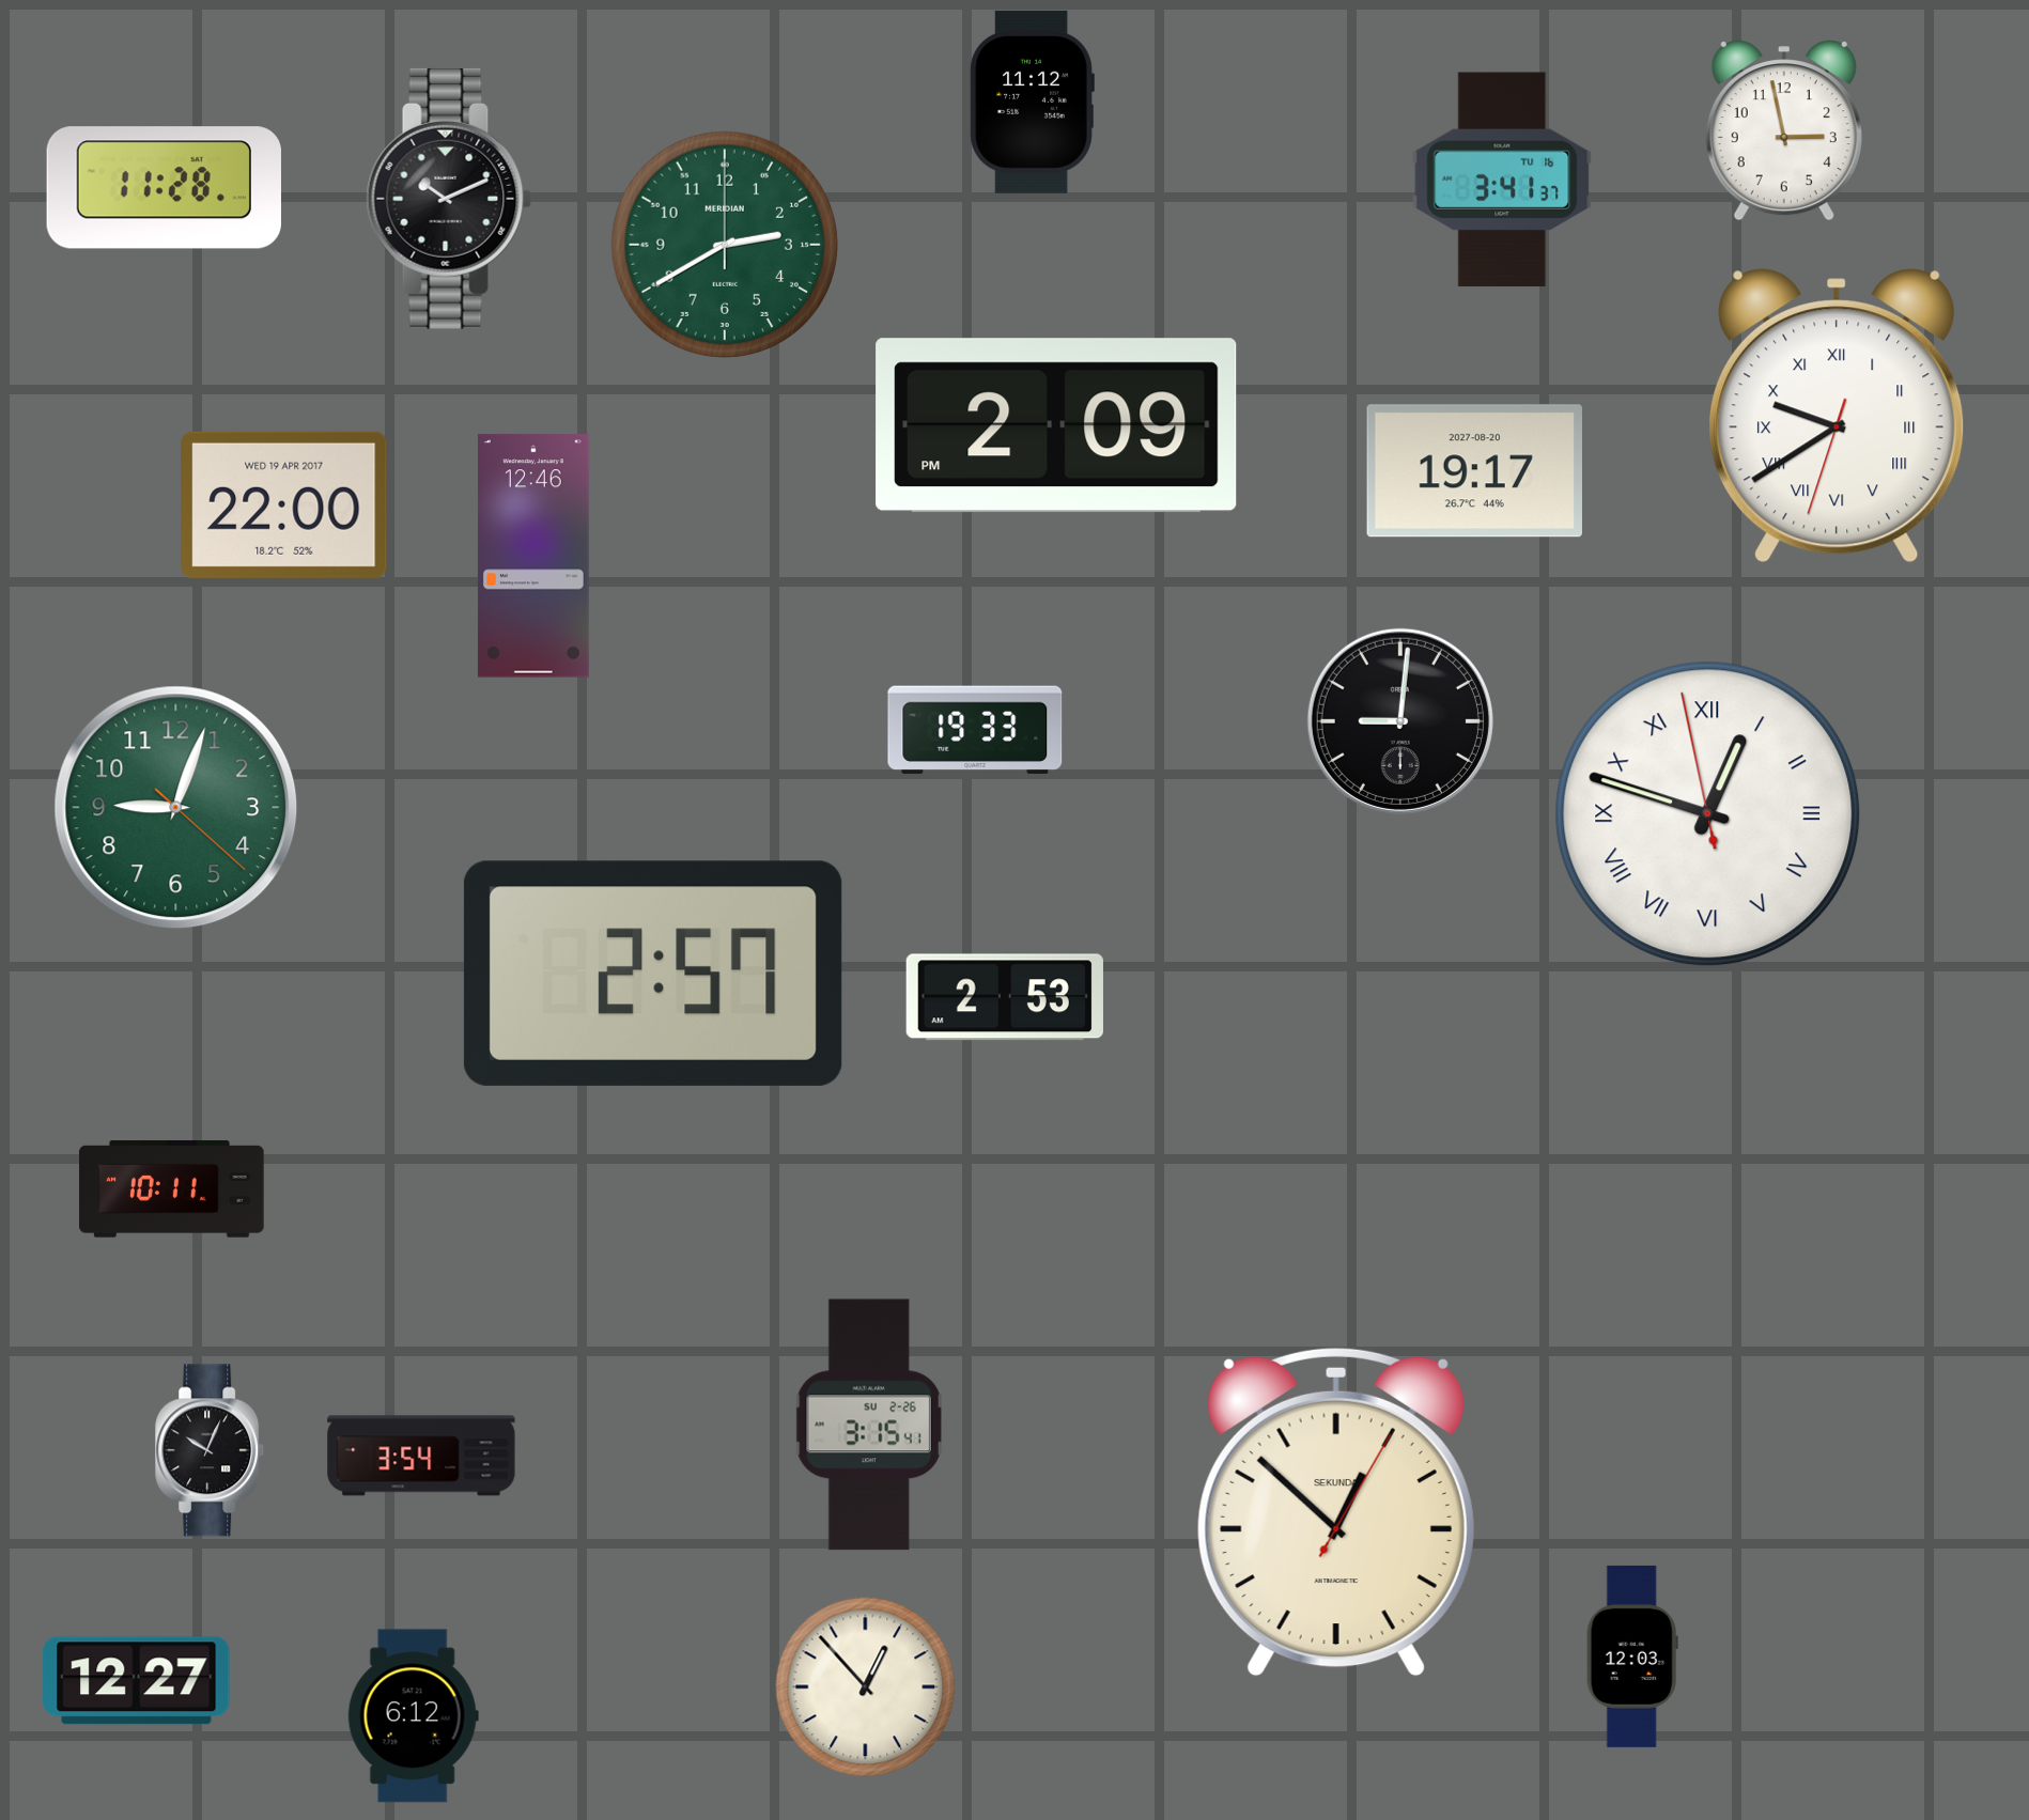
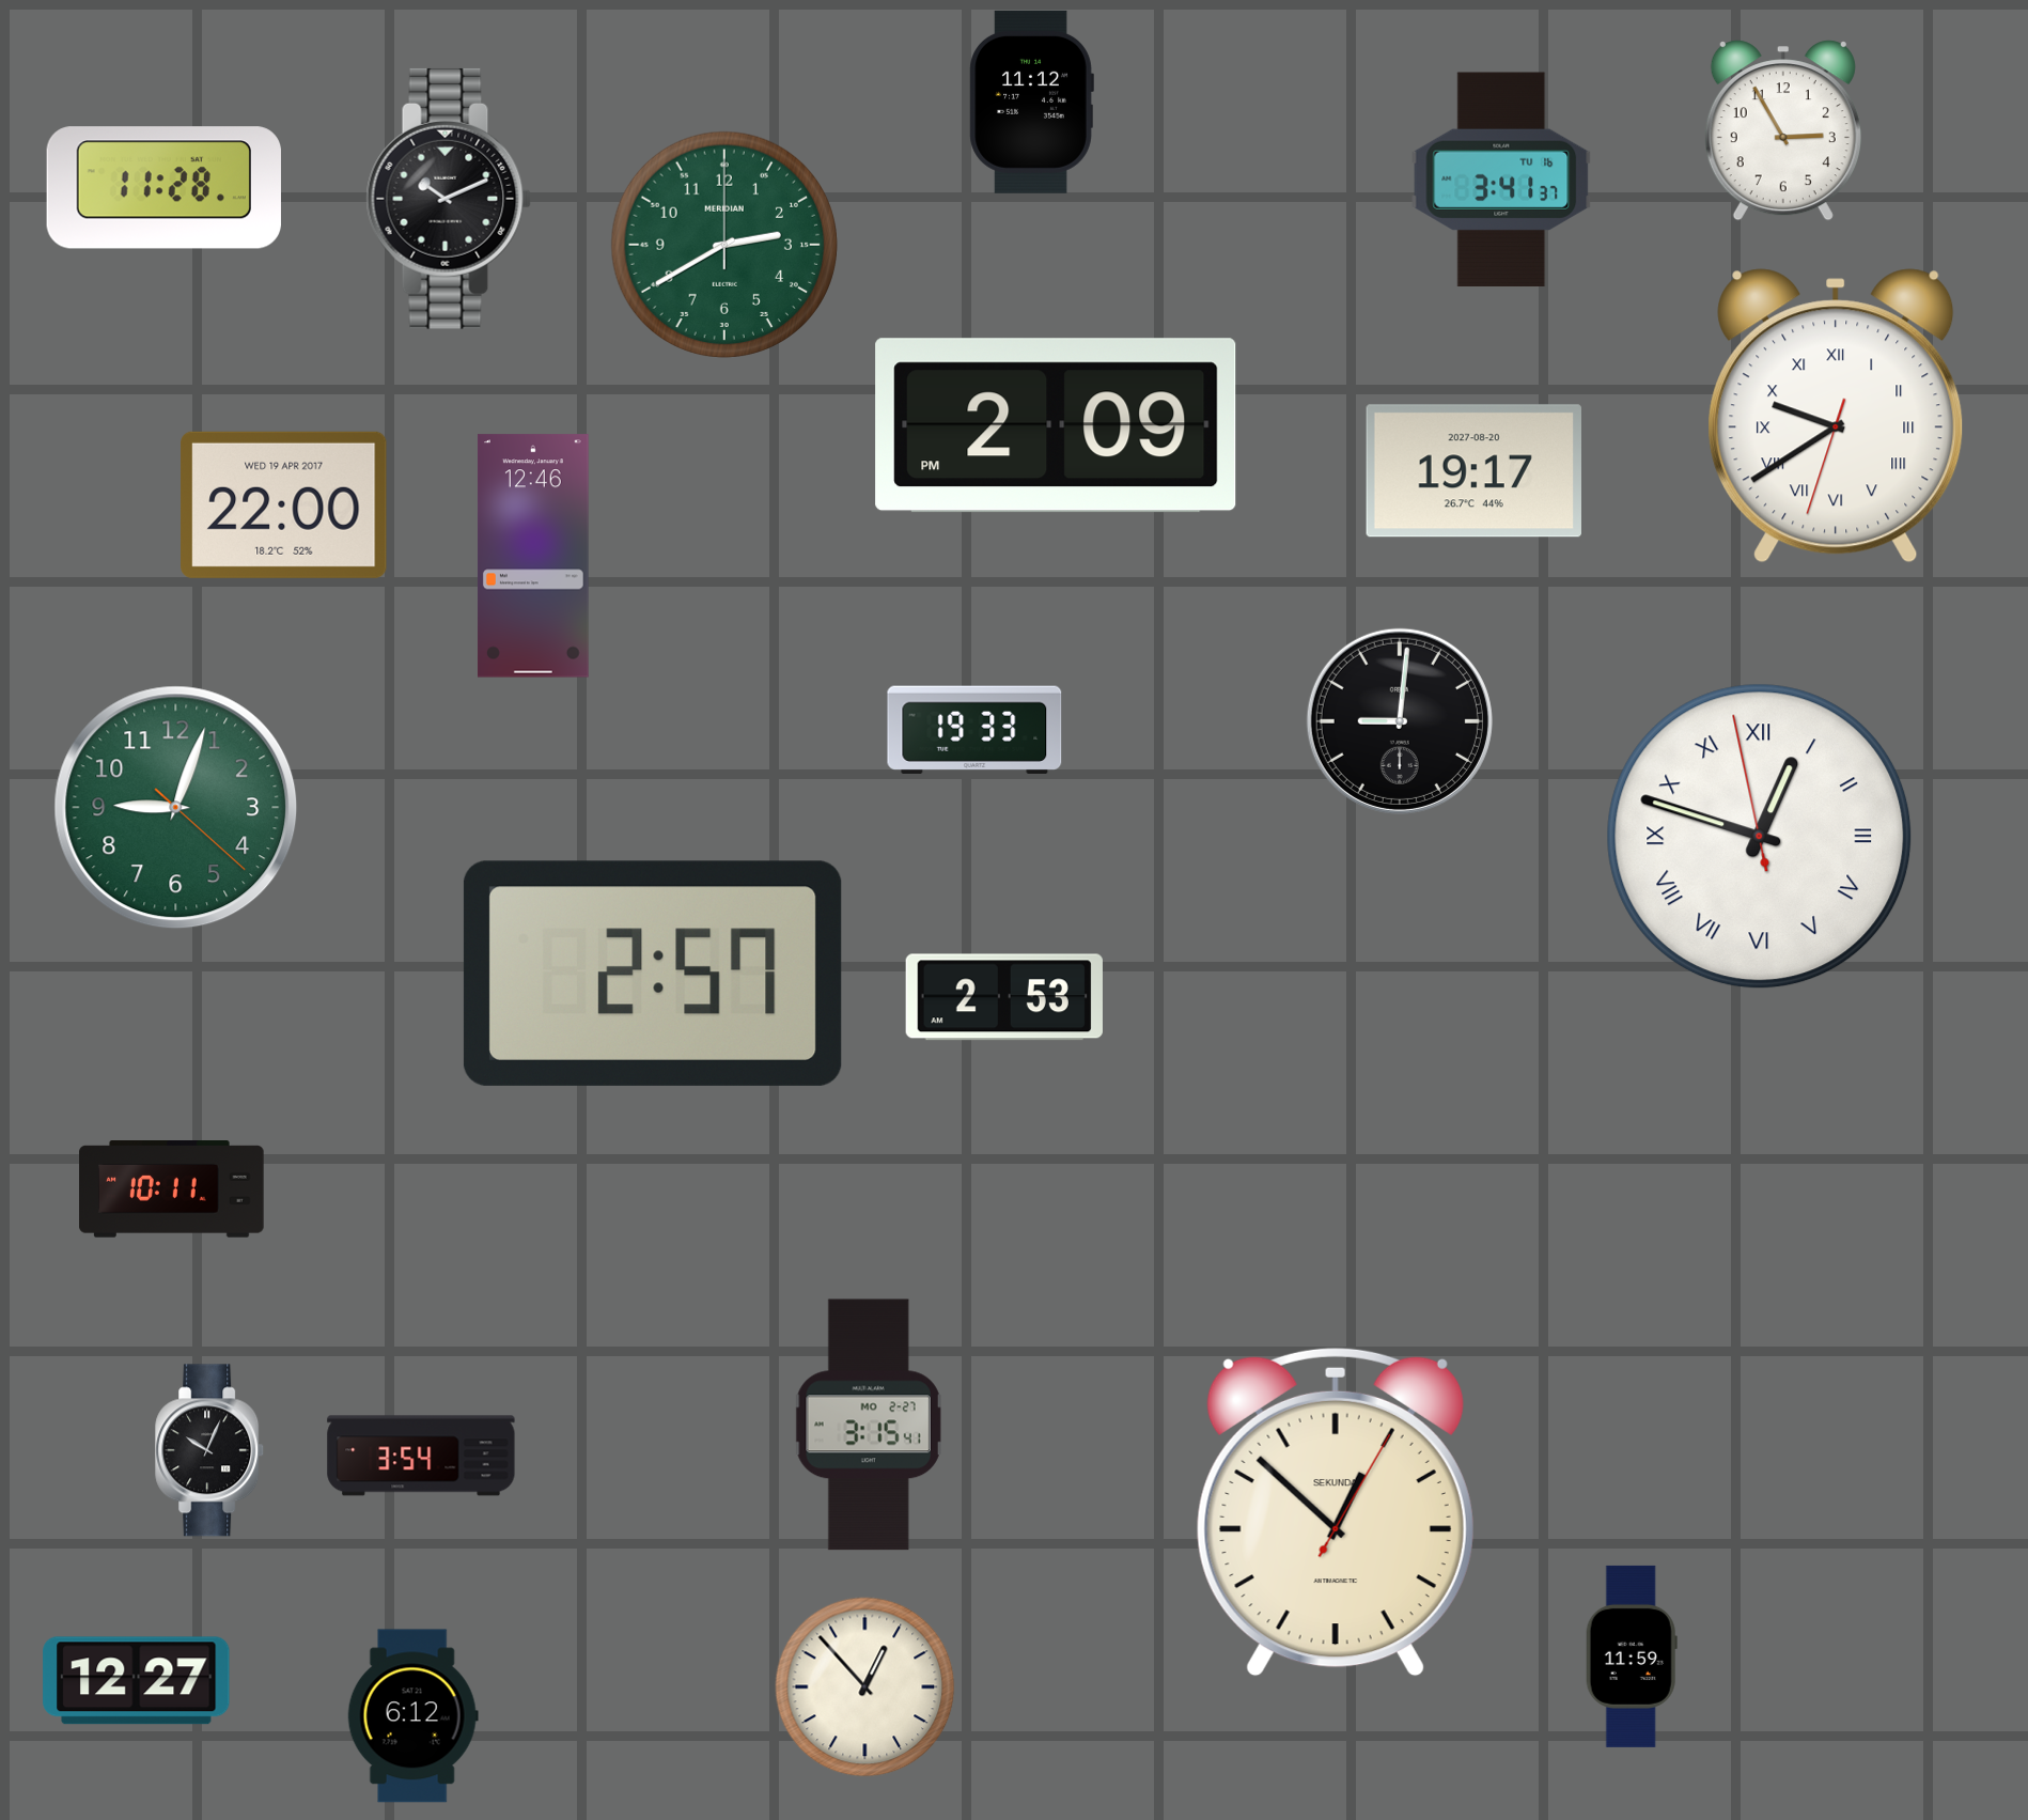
clock at (1784, 130): 2:58 -> 2:55
clock at (1708, 814) position: (1708, 814) -> (1760, 837)
clock at (869, 1425) date: SU 2-26 -> MO 2-27
clock at (1632, 1656): 12:03 -> 11:59
